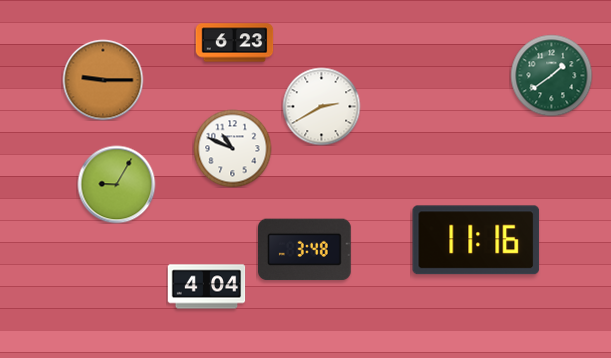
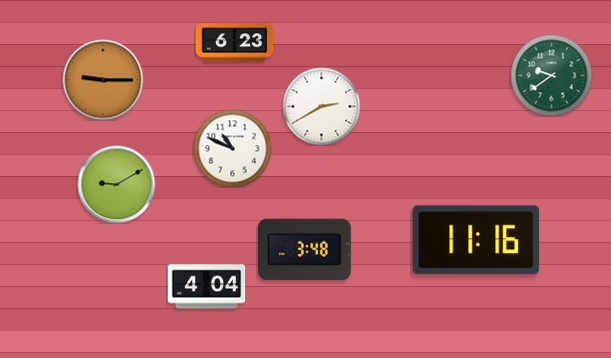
clock at (551, 75): 1:39 -> 9:39
clock at (116, 184): 9:05 -> 9:10
